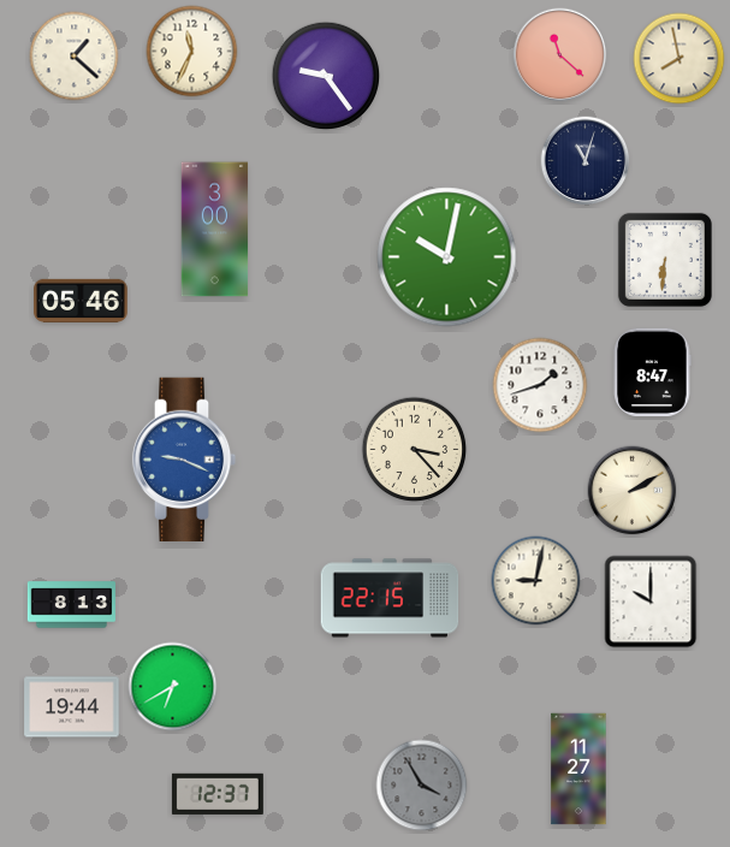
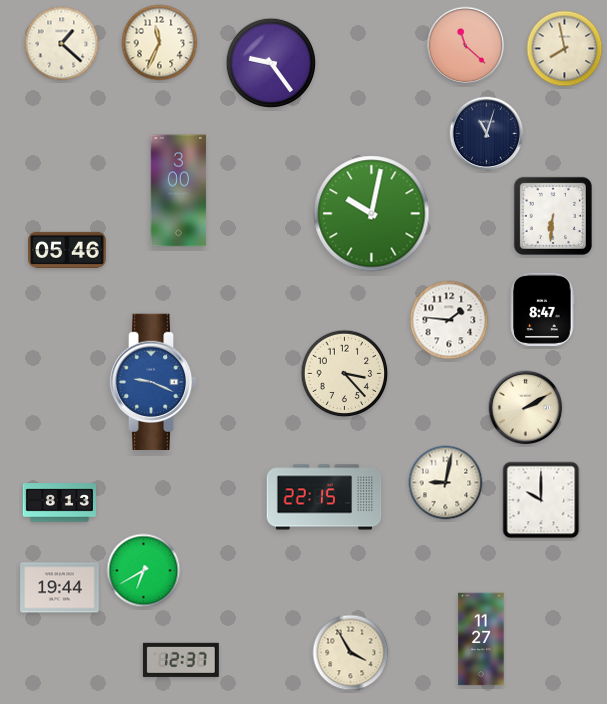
clock at (75, 57) position: (75, 57) -> (62, 44)
clock at (540, 385): 1:42 -> 1:46
clock at (422, 786) dial: grey -> cream
